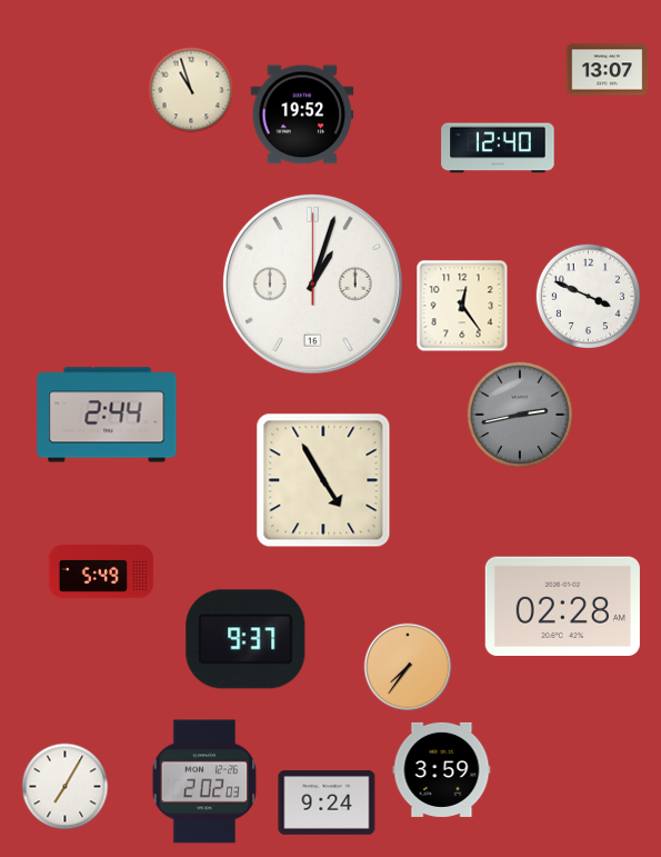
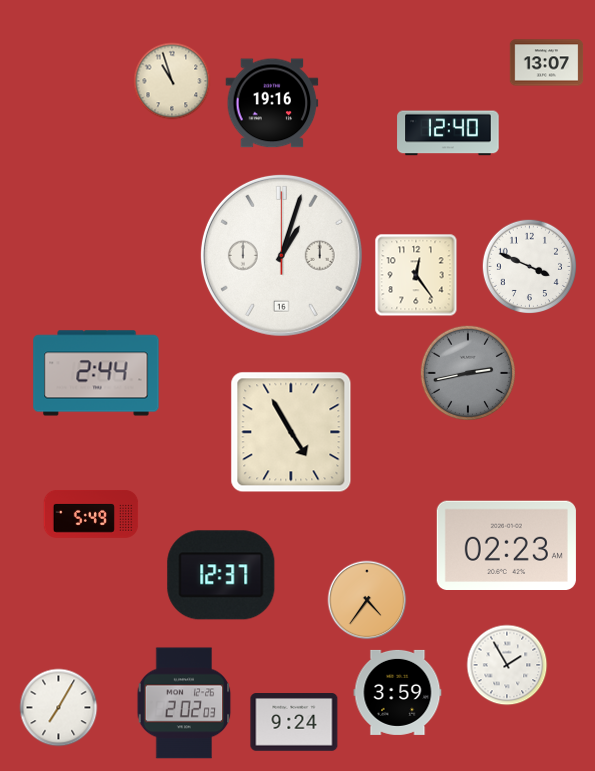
clock at (302, 114): 19:52 -> 19:16
clock at (562, 606): 02:28 -> 02:23
clock at (246, 639): 9:37 -> 12:37
clock at (408, 667): 7:36 -> 4:36
clock at (507, 665): none -> 1:55
